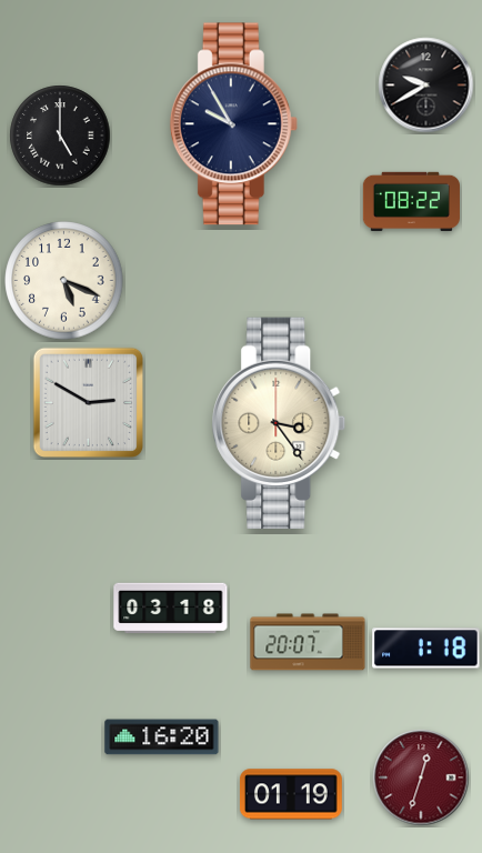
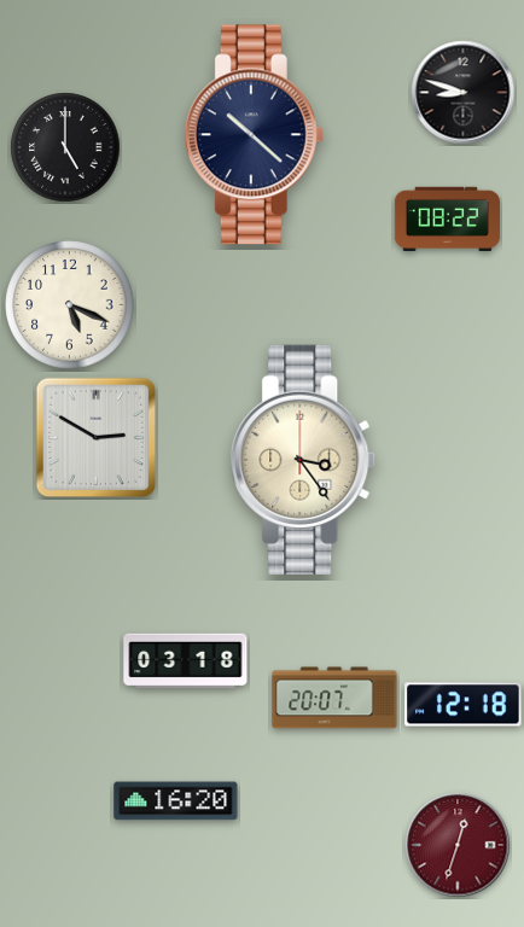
clock at (426, 86): 9:40 -> 8:48
clock at (233, 124): 9:55 -> 10:22
clock at (426, 649): 1:18 -> 12:18
clock at (291, 794): 01:19 -> none
